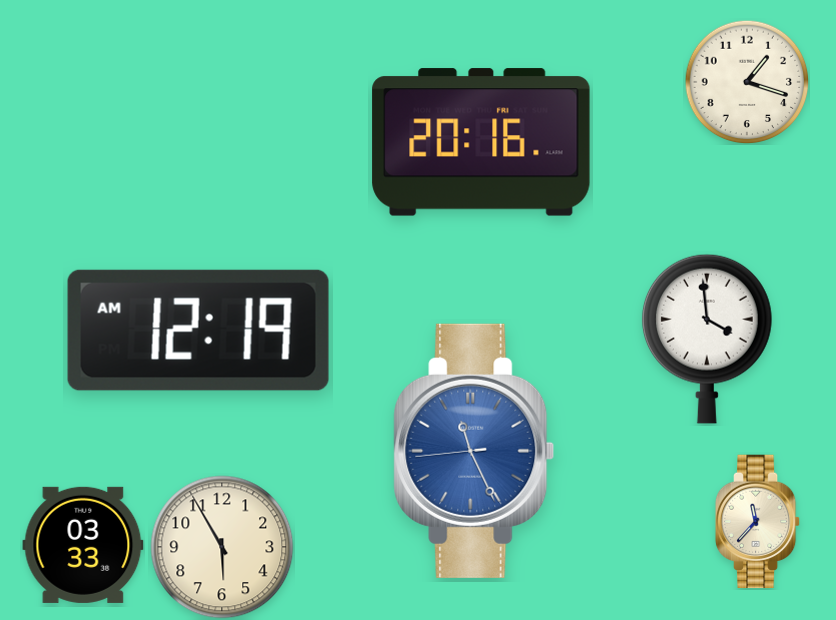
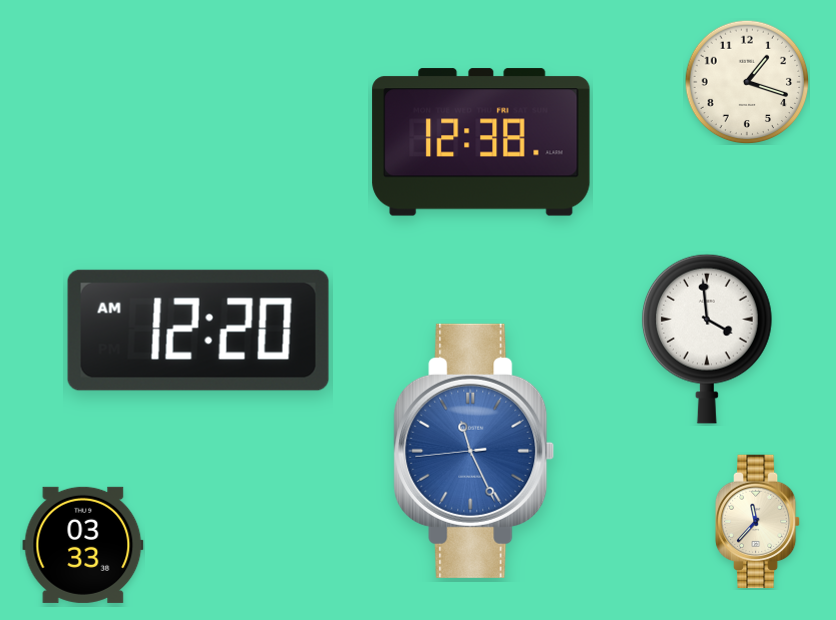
clock at (481, 142): 20:16 -> 12:38
clock at (198, 330): 12:19 -> 12:20
clock at (222, 547): 5:55 -> none
